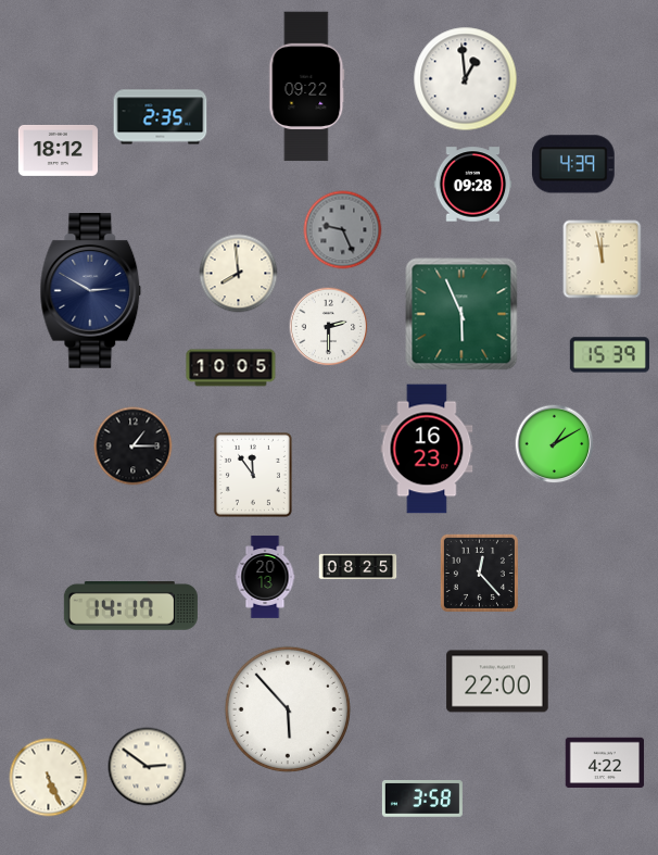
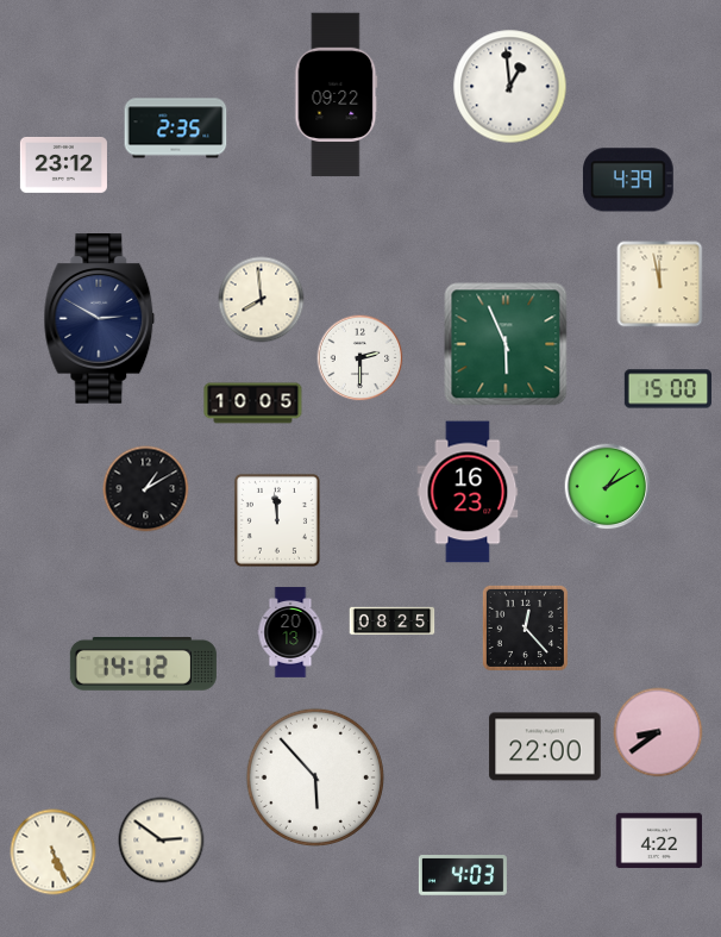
clock at (58, 150): 18:12 -> 23:12
clock at (473, 185): 09:28 -> none
clock at (343, 230): 9:26 -> none
clock at (609, 355): 15:39 -> 15:00
clock at (134, 447): 1:15 -> 1:10
clock at (253, 475): 11:54 -> 11:59
clock at (130, 606): 14:17 -> 14:12
clock at (658, 732): none -> 8:39
clock at (605, 763) position: (605, 763) -> (659, 841)
clock at (422, 800): 3:58 -> 4:03
